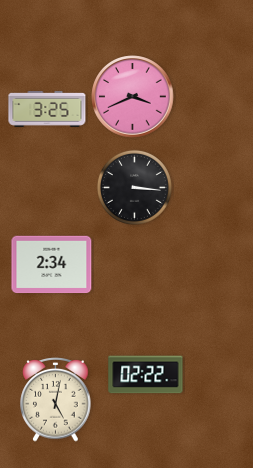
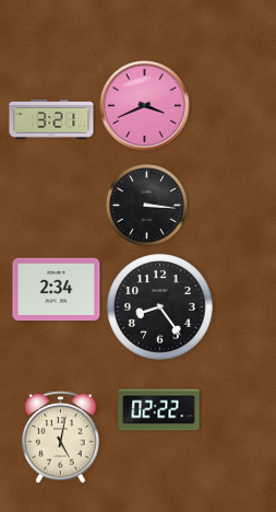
clock at (47, 109): 3:25 -> 3:21
clock at (160, 307): none -> 8:24
